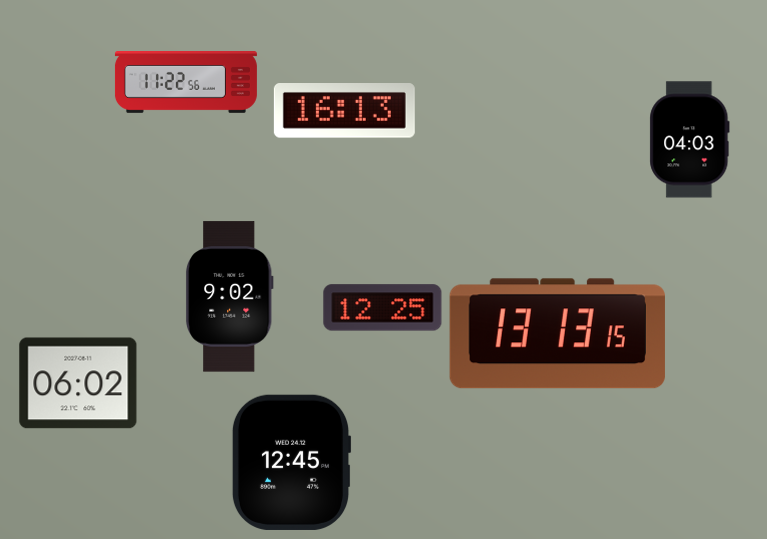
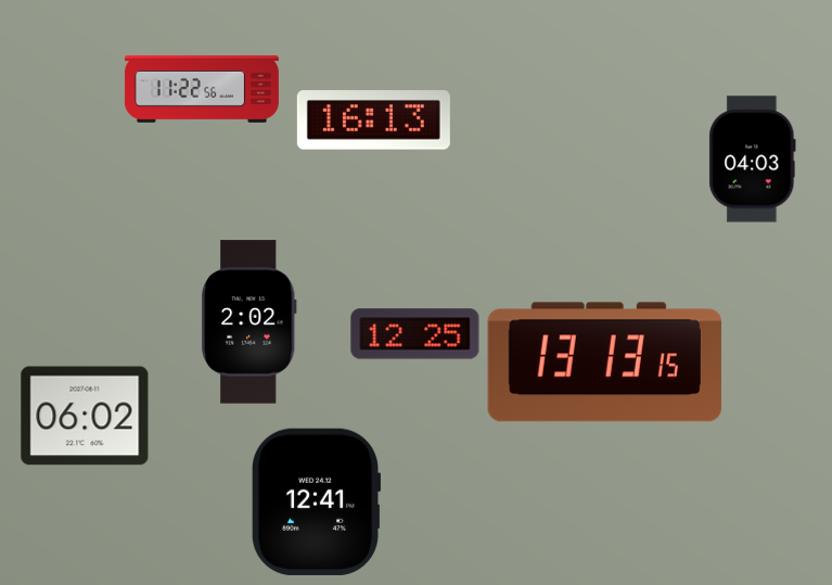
clock at (690, 140) position: (690, 140) -> (753, 160)
clock at (229, 297): 9:02 -> 2:02
clock at (291, 462): 12:45 -> 12:41
